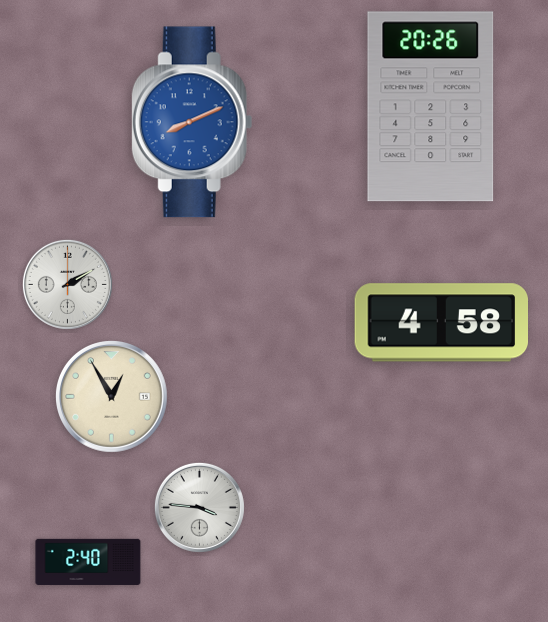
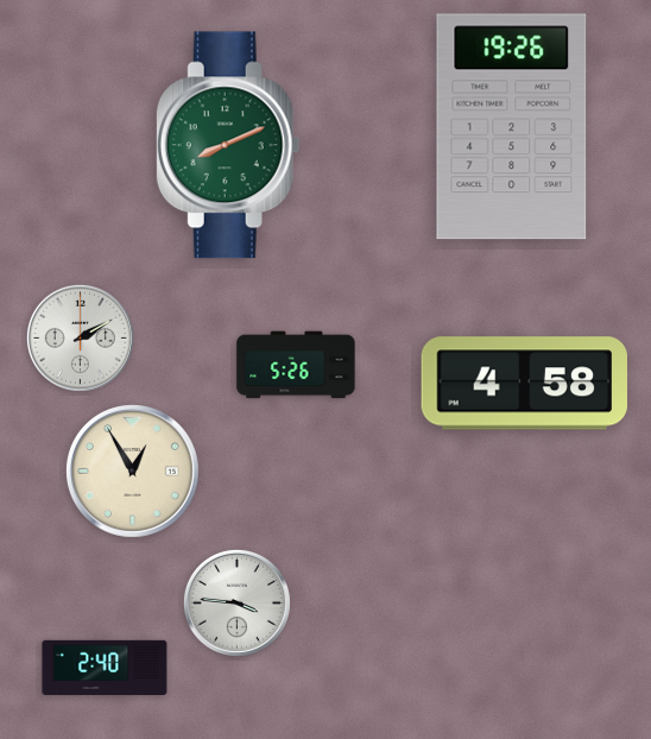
clock at (431, 107): 20:26 -> 19:26
clock at (192, 122) dial: blue -> green
clock at (296, 365): none -> 5:26
